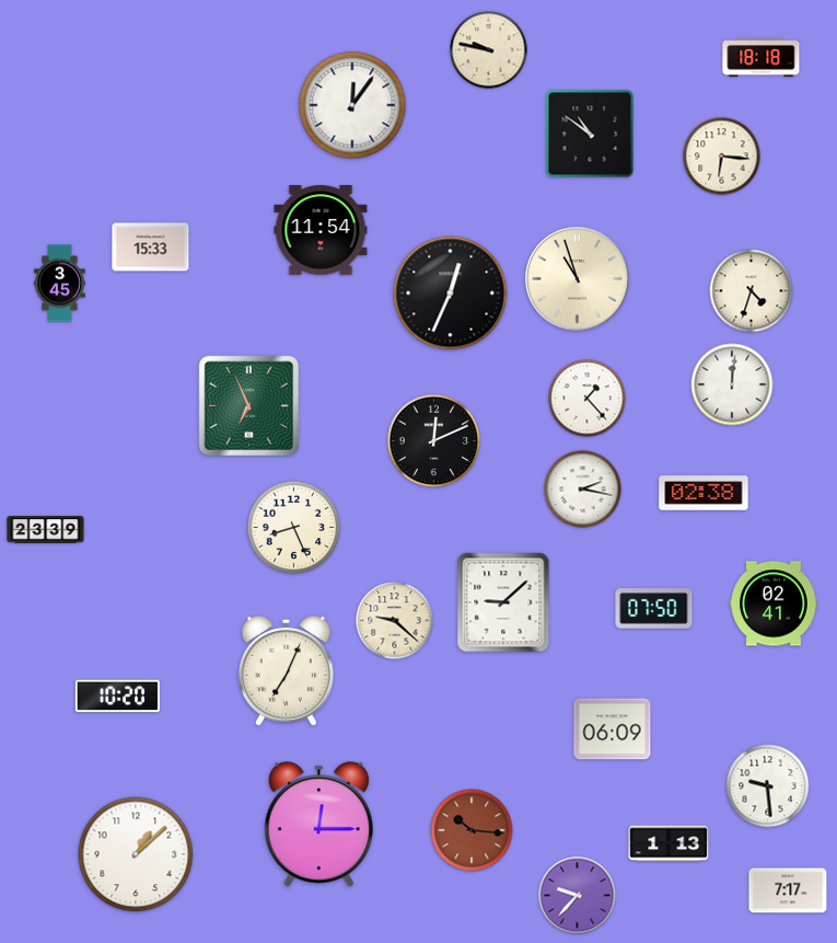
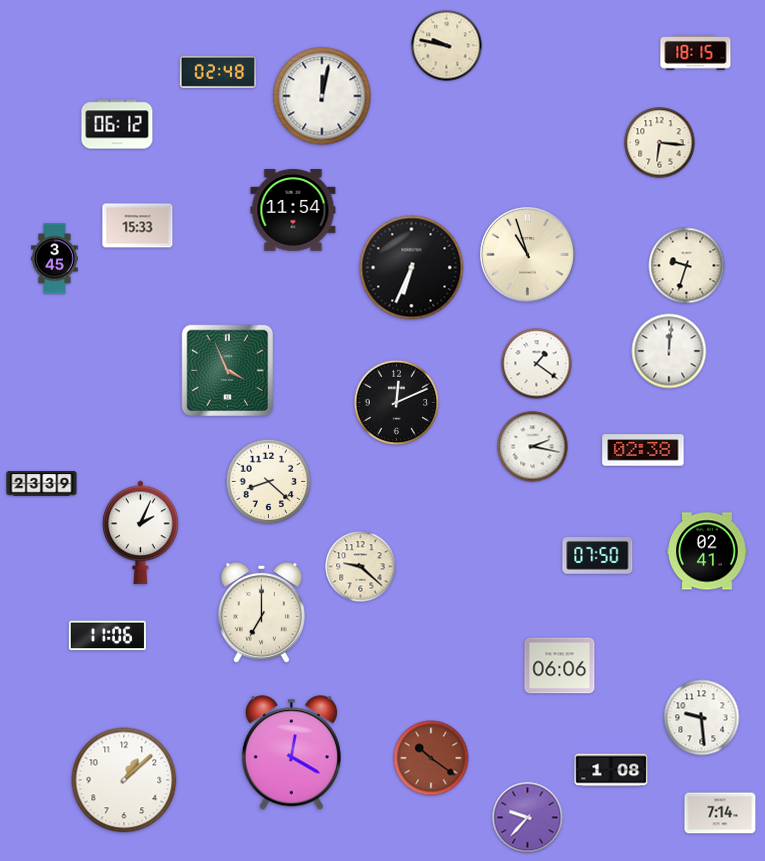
clock at (762, 58): 18:18 -> 18:15
clock at (218, 71): none -> 02:48
clock at (352, 105): 12:06 -> 12:02
clock at (590, 134): 10:51 -> none
clock at (117, 124): none -> 06:12
clock at (752, 291): 4:33 -> 9:33
clock at (451, 294): 12:34 -> 6:34
clock at (588, 399): 1:23 -> 1:21
clock at (249, 406): 6:56 -> 3:56
clock at (294, 528): 8:26 -> 8:22
clock at (141, 533): none -> 2:04
clock at (503, 602): 9:08 -> none
clock at (286, 670): 7:04 -> 7:00
clock at (117, 697): 10:20 -> 11:06
clock at (613, 729): 06:09 -> 06:06
clock at (318, 825): 12:15 -> 12:20
clock at (472, 830): 10:16 -> 10:21
clock at (669, 843): 1:13 -> 1:08
clock at (788, 890): 7:17 -> 7:14
